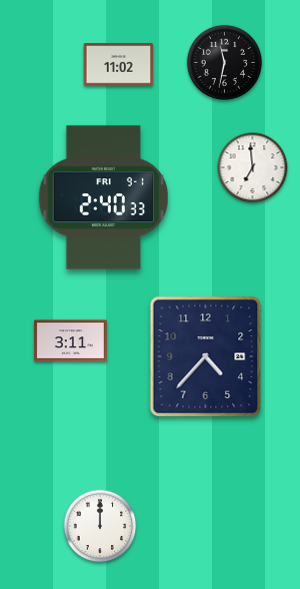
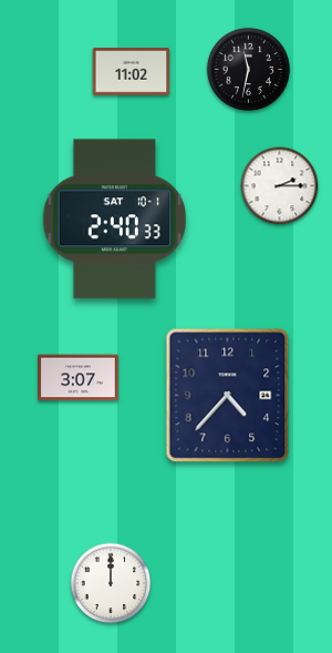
clock at (253, 168): 6:59 -> 2:15
clock at (103, 198) date: FRI 9-1 -> SAT 10-1
clock at (71, 341): 3:11 -> 3:07
